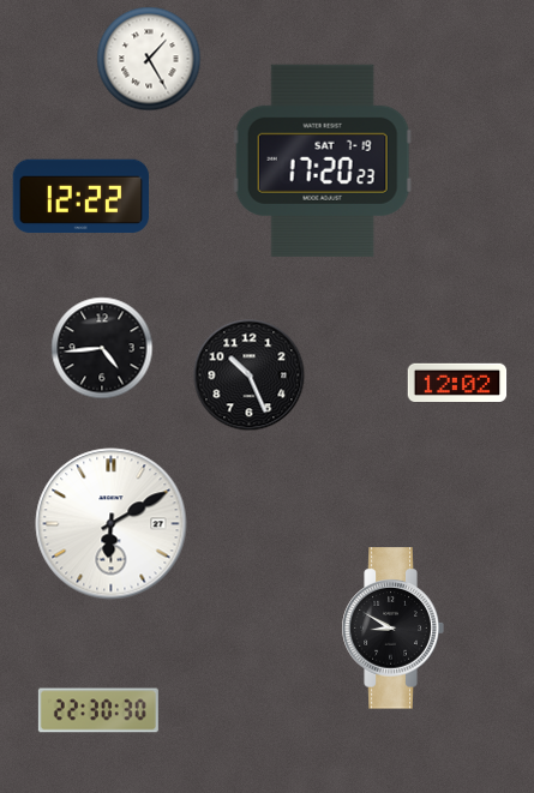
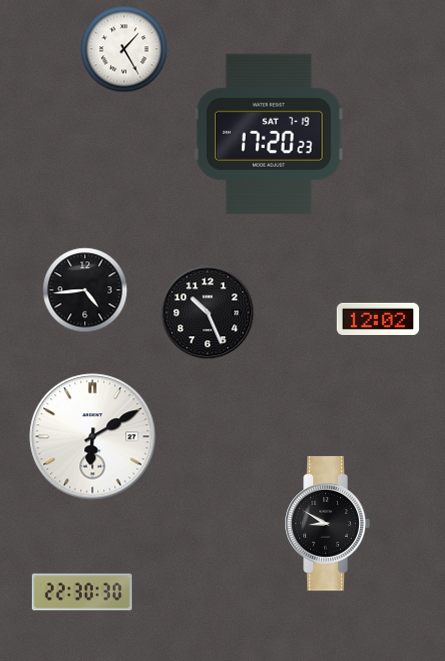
clock at (82, 197): 12:22 -> none
clock at (457, 382) position: (457, 382) -> (378, 318)
